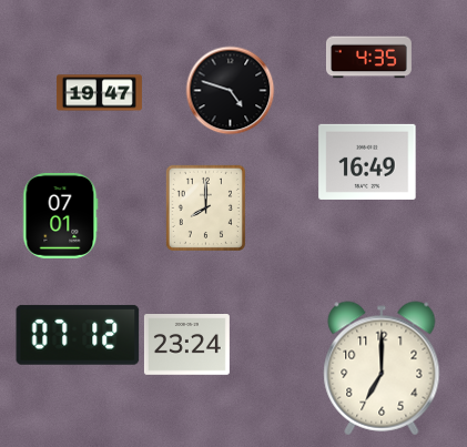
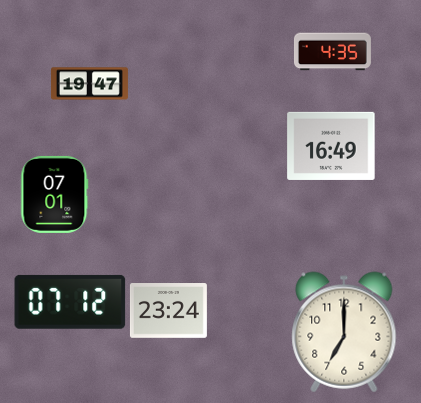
clock at (230, 90): 4:48 -> none
clock at (205, 207): 8:00 -> none
